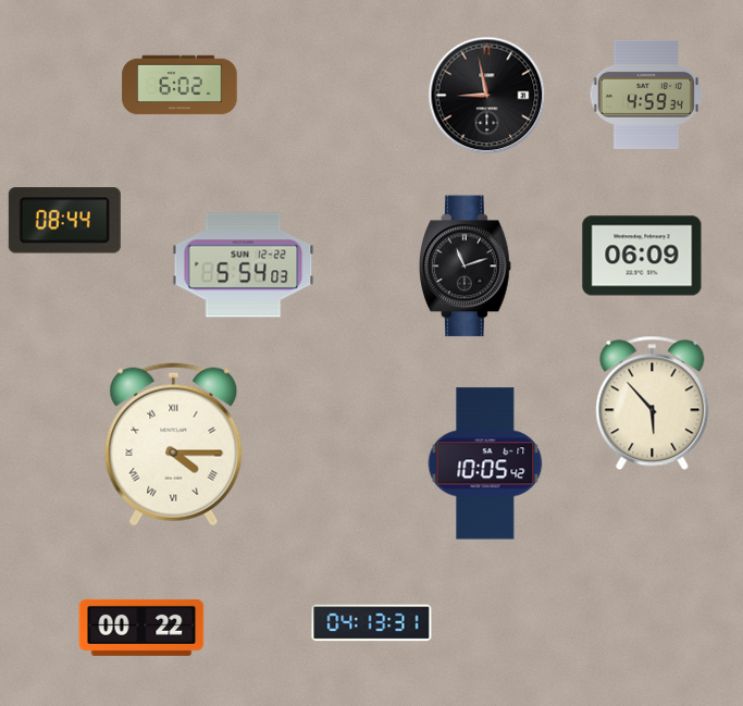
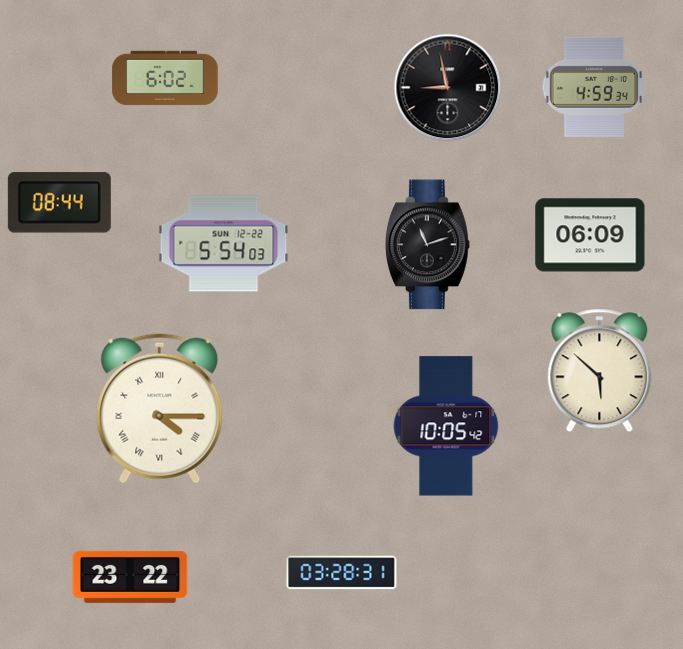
clock at (653, 404): 5:53 -> 5:52
clock at (372, 623): 04:13 -> 03:28
clock at (141, 628): 00:22 -> 23:22
